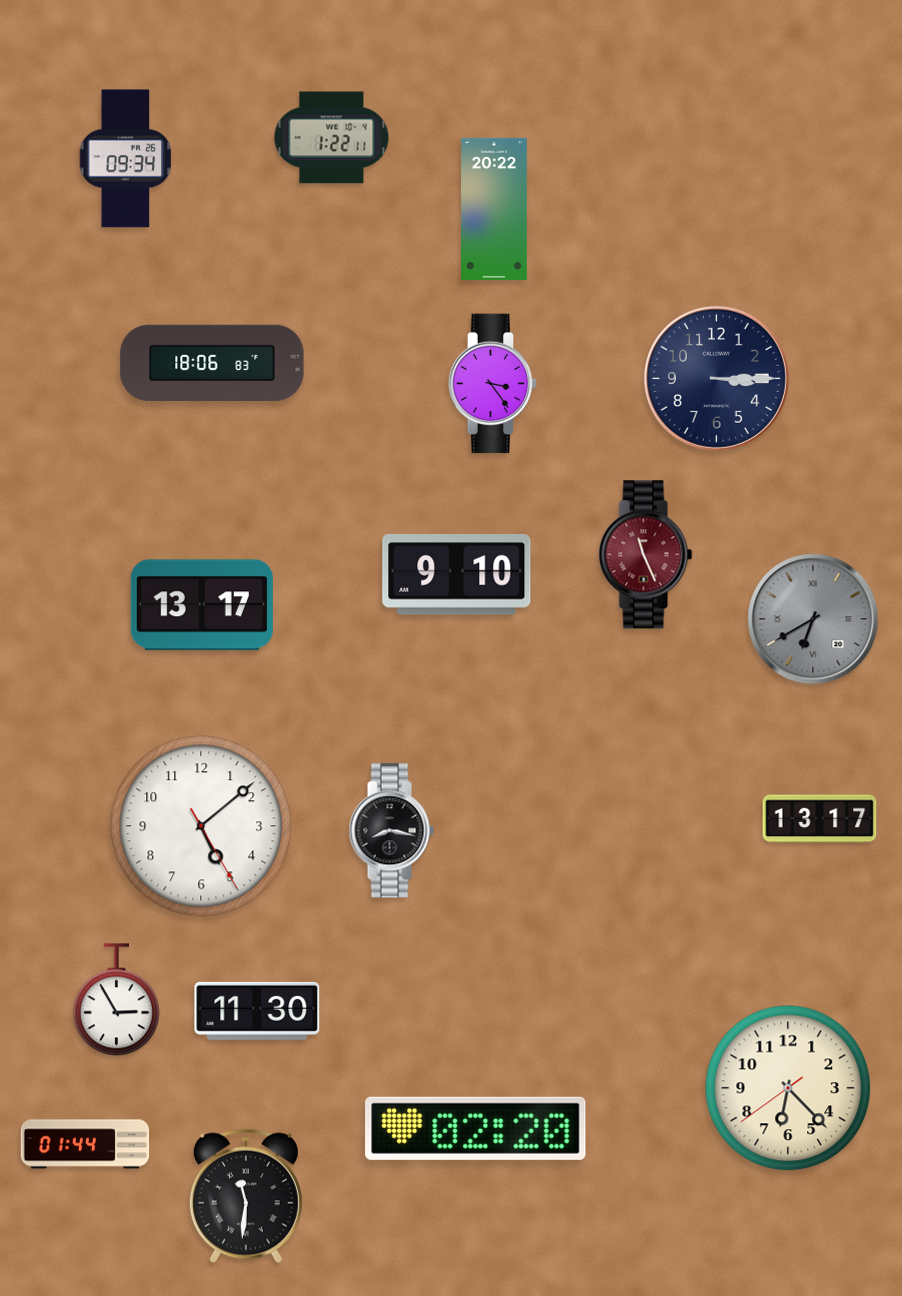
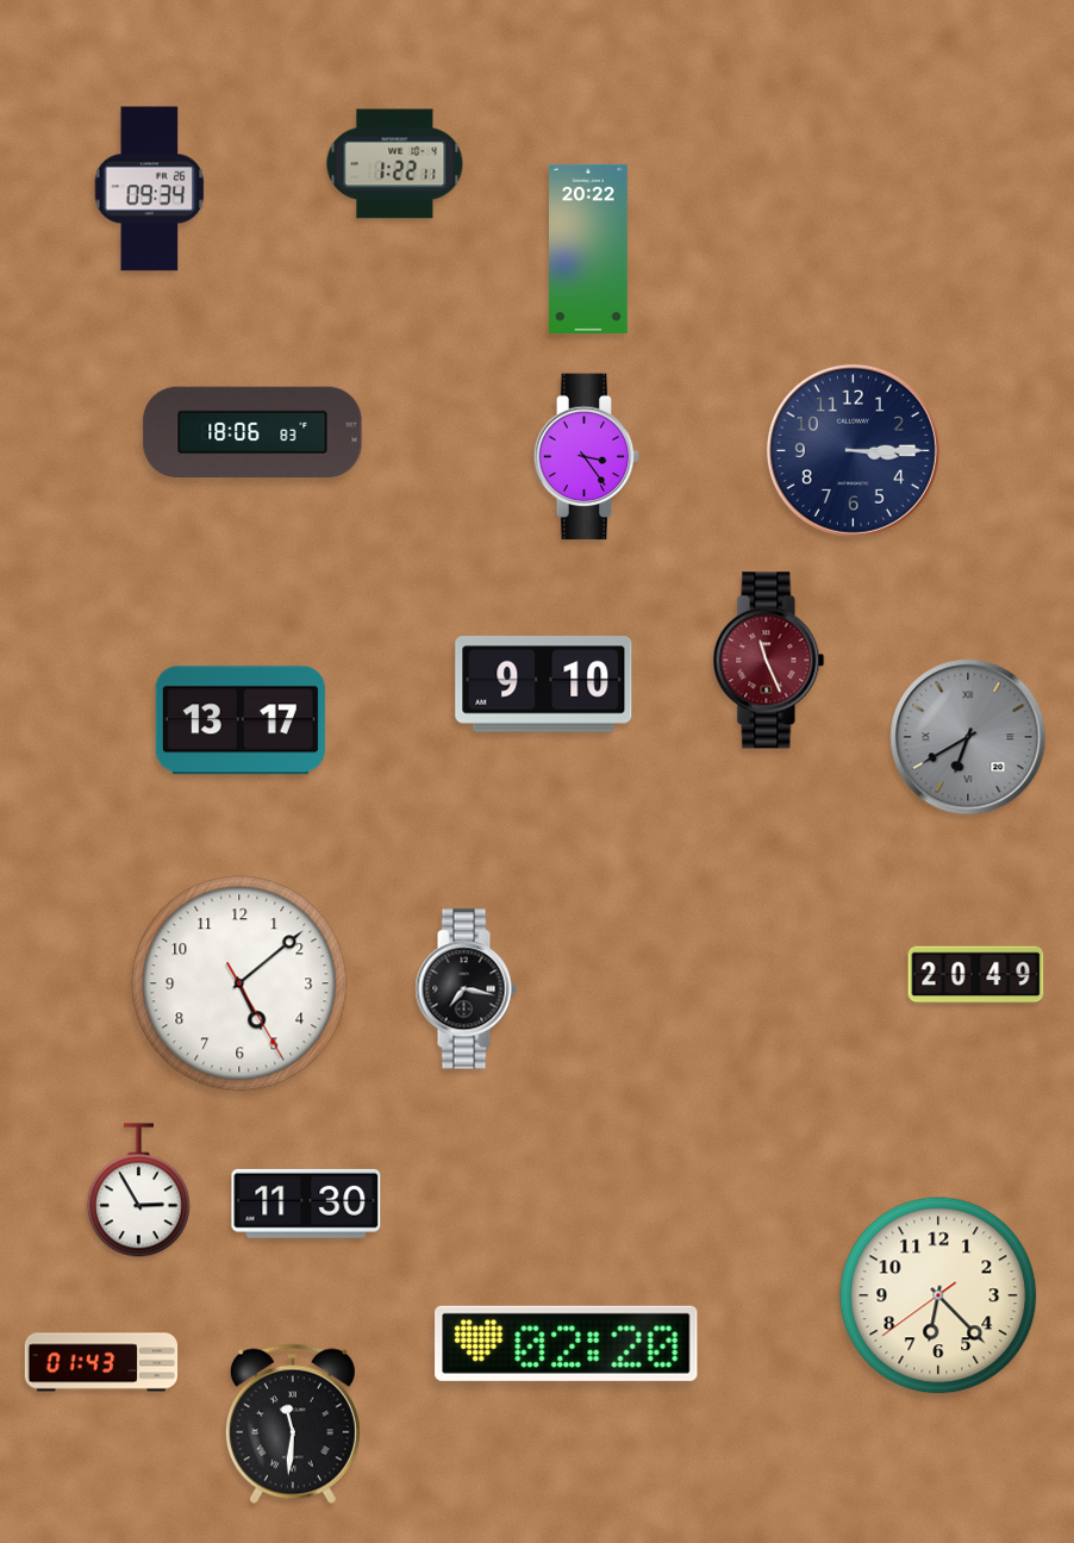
clock at (820, 819): 13:17 -> 20:49
clock at (391, 831): 8:17 -> 7:17
clock at (85, 1144): 01:44 -> 01:43
